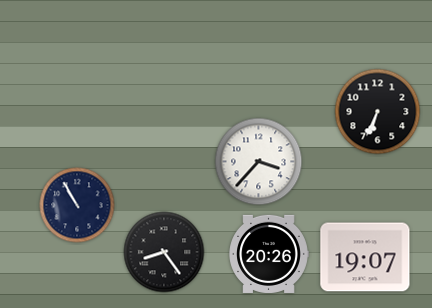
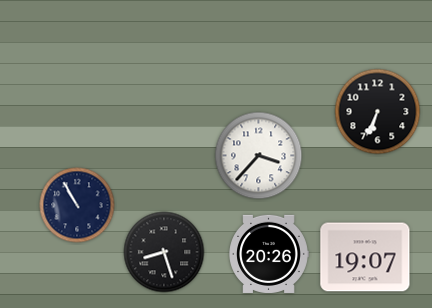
clock at (259, 162) position: (259, 162) -> (259, 156)
clock at (164, 252): 8:24 -> 8:27
